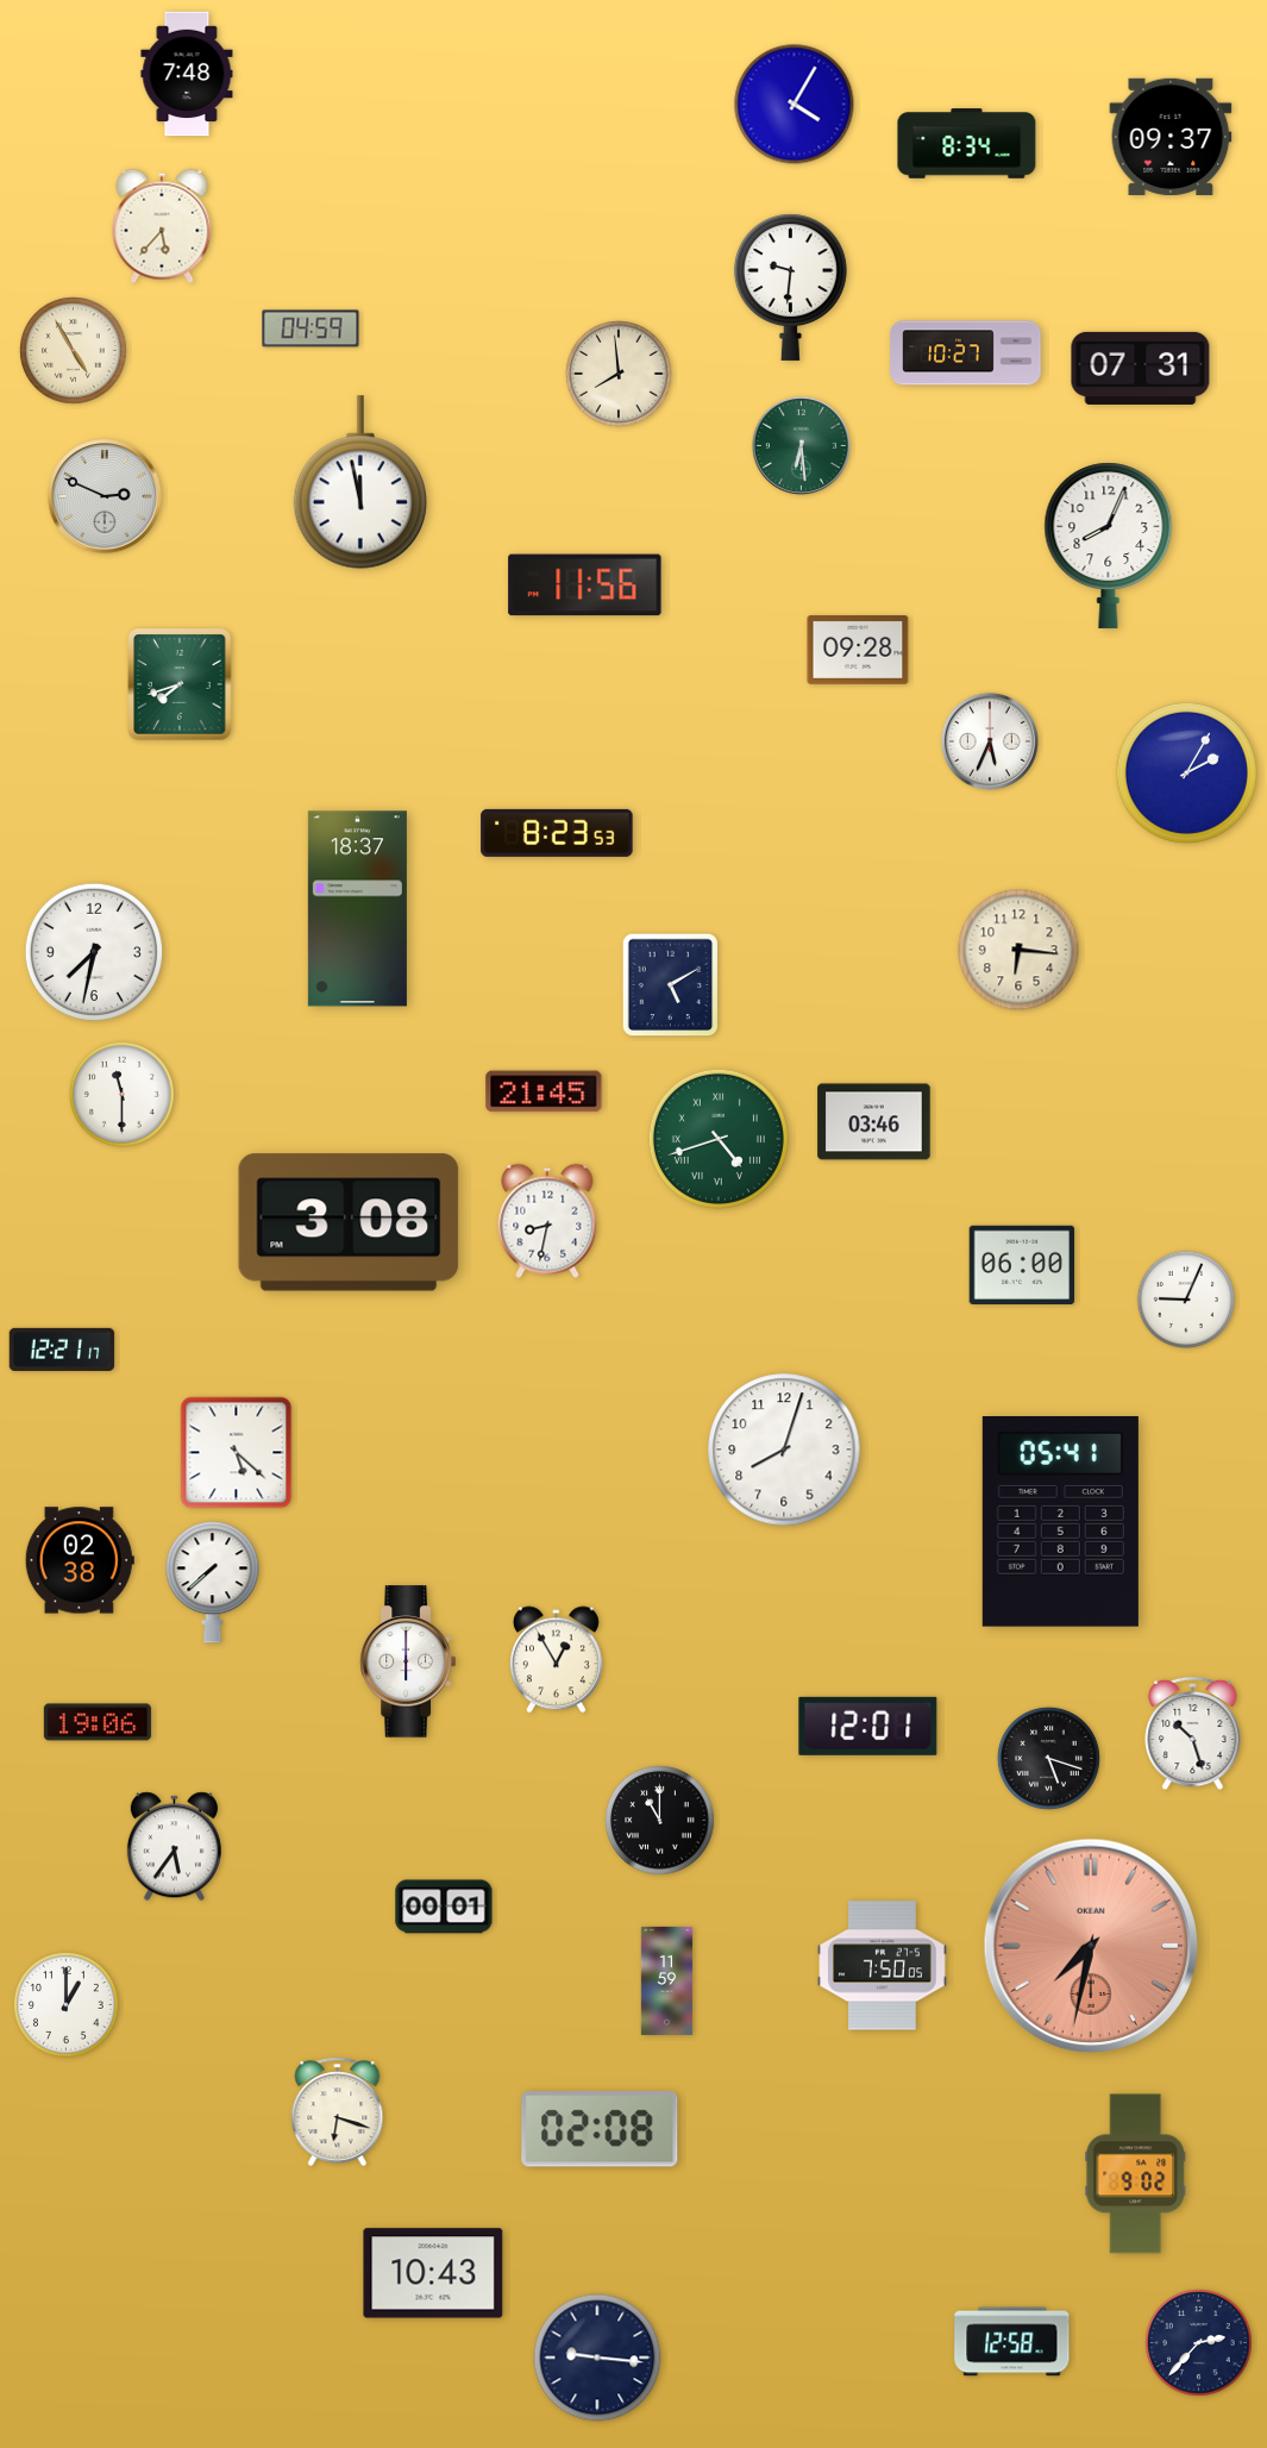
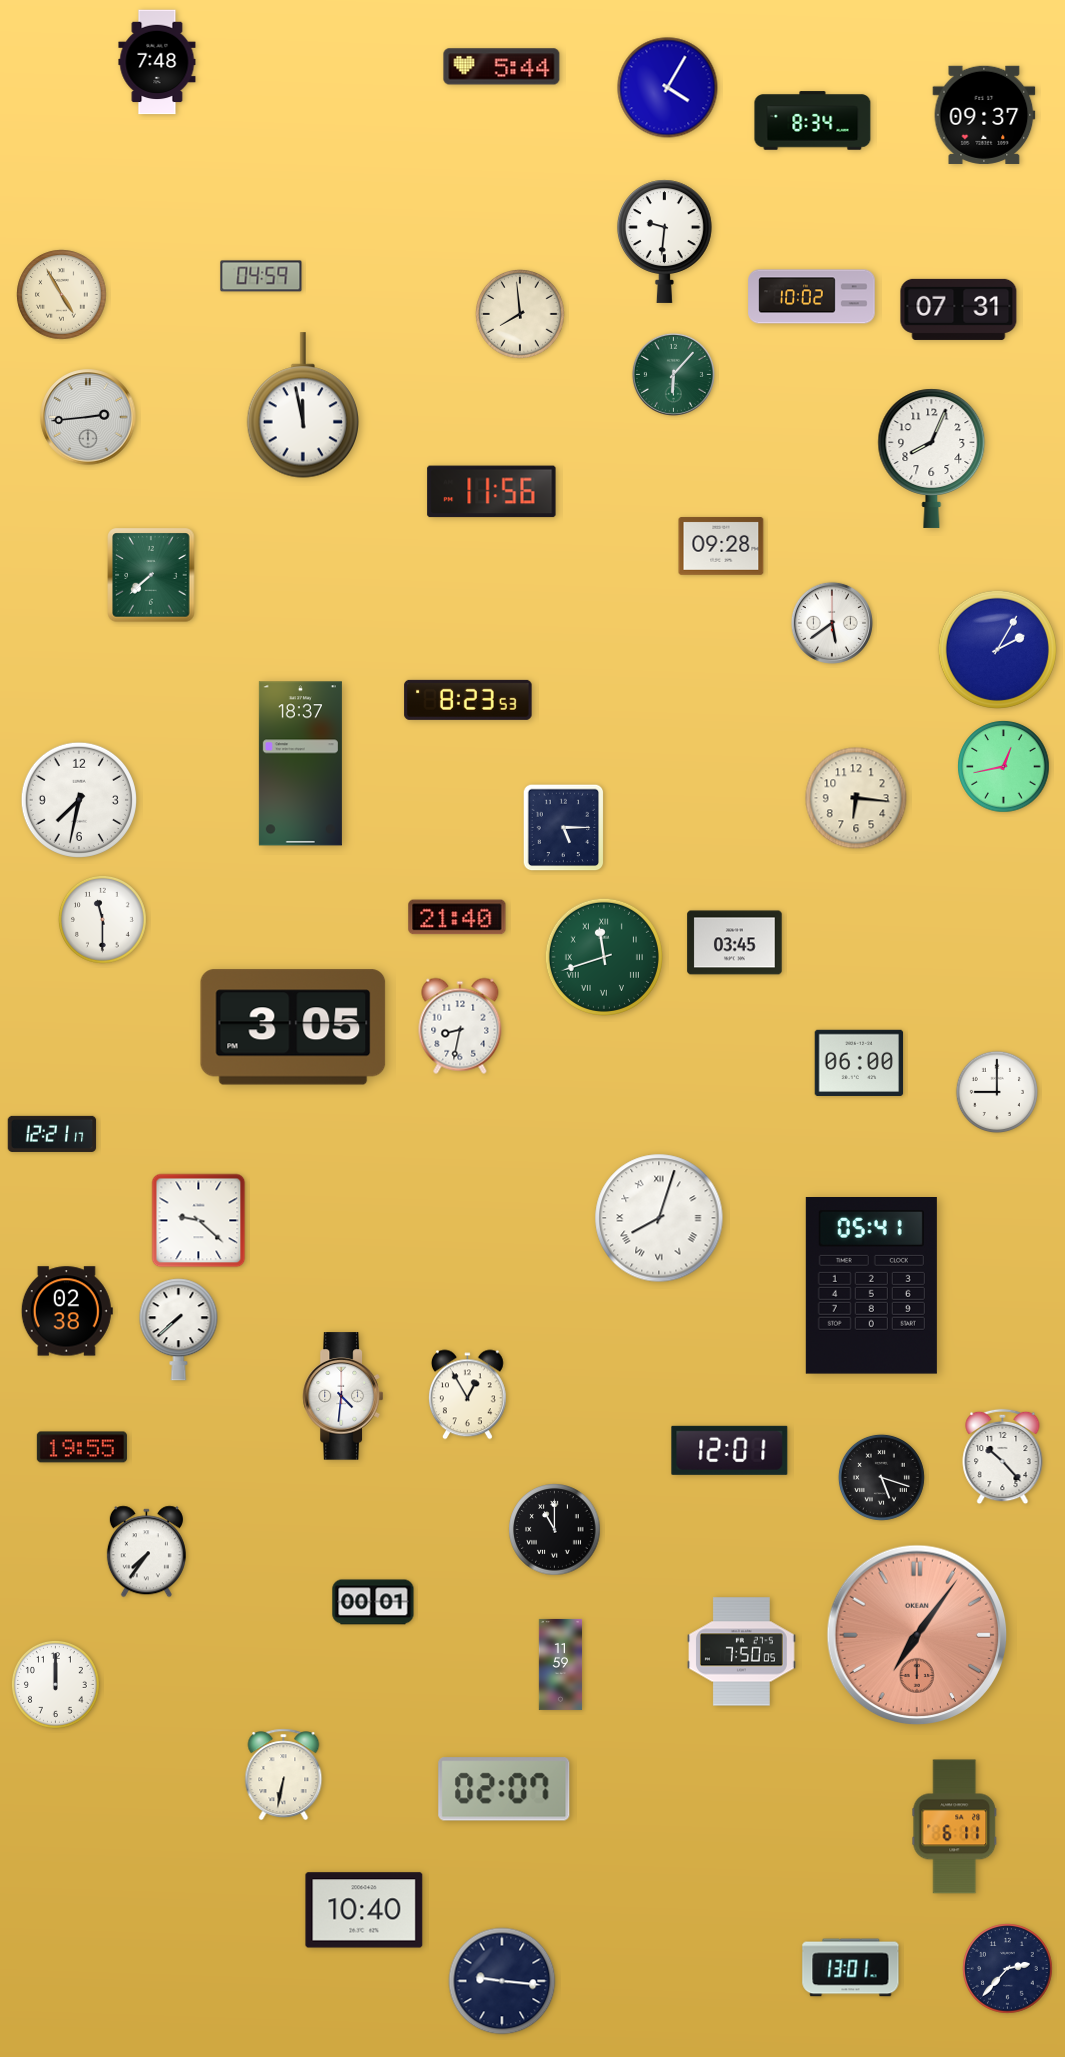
clock at (502, 67): none -> 5:44
clock at (162, 226): 5:37 -> none
clock at (966, 353): 10:27 -> 10:02
clock at (801, 445): 6:29 -> 6:07
clock at (105, 496): 2:49 -> 2:44
clock at (180, 684): 7:42 -> 7:38
clock at (990, 741): 5:34 -> 5:39
clock at (1004, 767): none -> 12:43
clock at (671, 985): 5:10 -> 5:15
clock at (544, 1091): 21:45 -> 21:40
clock at (874, 1122): 03:46 -> 03:45
clock at (719, 1139): 4:42 -> 11:42
clock at (349, 1222): 3:08 -> 3:05
clock at (1186, 1300): 9:04 -> 9:00
clock at (784, 1450) numerals: Arabic -> Roman
clock at (237, 1453): 5:22 -> 9:22
clock at (1060, 1522) position: (1060, 1522) -> (871, 1286)
clock at (408, 1661): 6:00 -> 4:31
clock at (98, 1722): 19:06 -> 19:55
clock at (1193, 1734): 10:27 -> 10:23
clock at (174, 1847): 5:36 -> 7:36
clock at (1091, 1946): 7:32 -> 7:06
clock at (67, 2005): 1:00 -> 12:00
clock at (338, 2112): 6:18 -> 6:32
clock at (600, 2129): 02:08 -> 02:07
clock at (1136, 2174): 9:02 -> 6:11
clock at (433, 2273): 10:43 -> 10:40
clock at (1012, 2342): 12:58 -> 13:01
